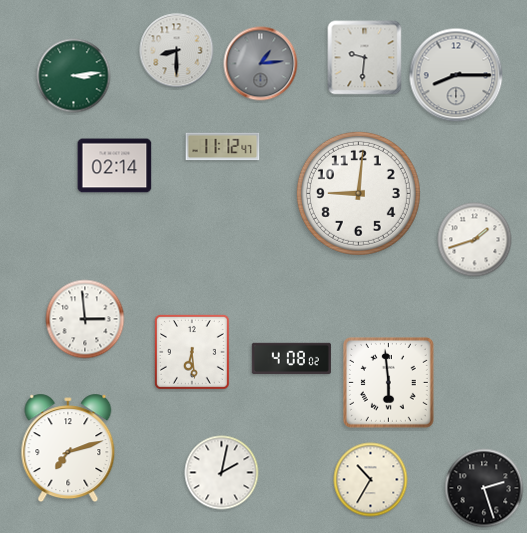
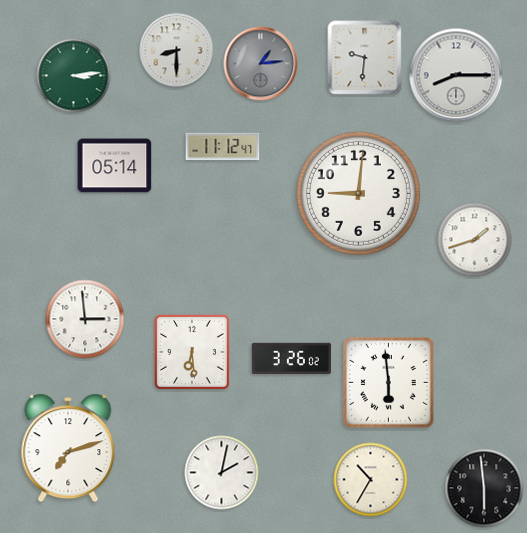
clock at (115, 166): 02:14 -> 05:14
clock at (291, 358): 4:08 -> 3:26
clock at (484, 488): 2:27 -> 5:59
